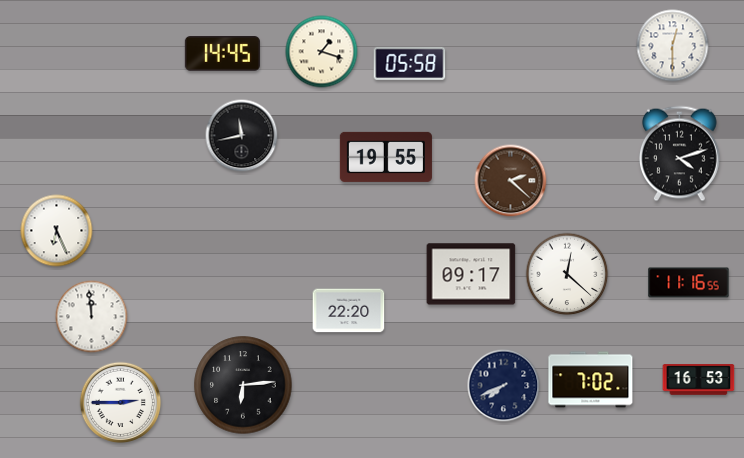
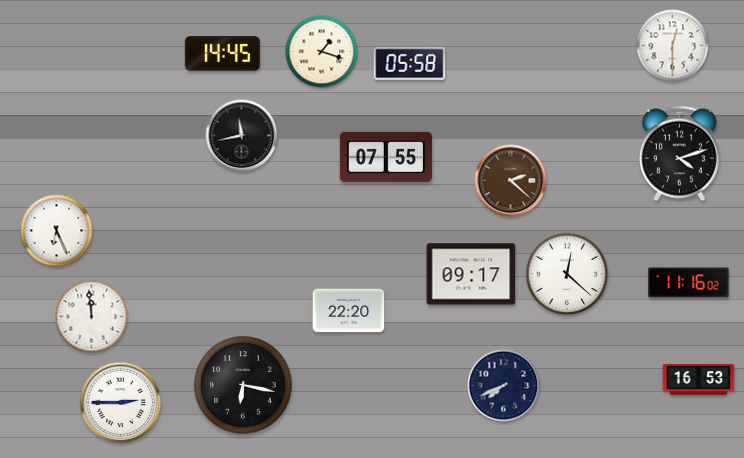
clock at (386, 157): 19:55 -> 07:55
clock at (689, 283): 11:16:55 -> 11:16:02
clock at (591, 380): 7:02 -> none
clock at (243, 385): 6:14 -> 6:17
